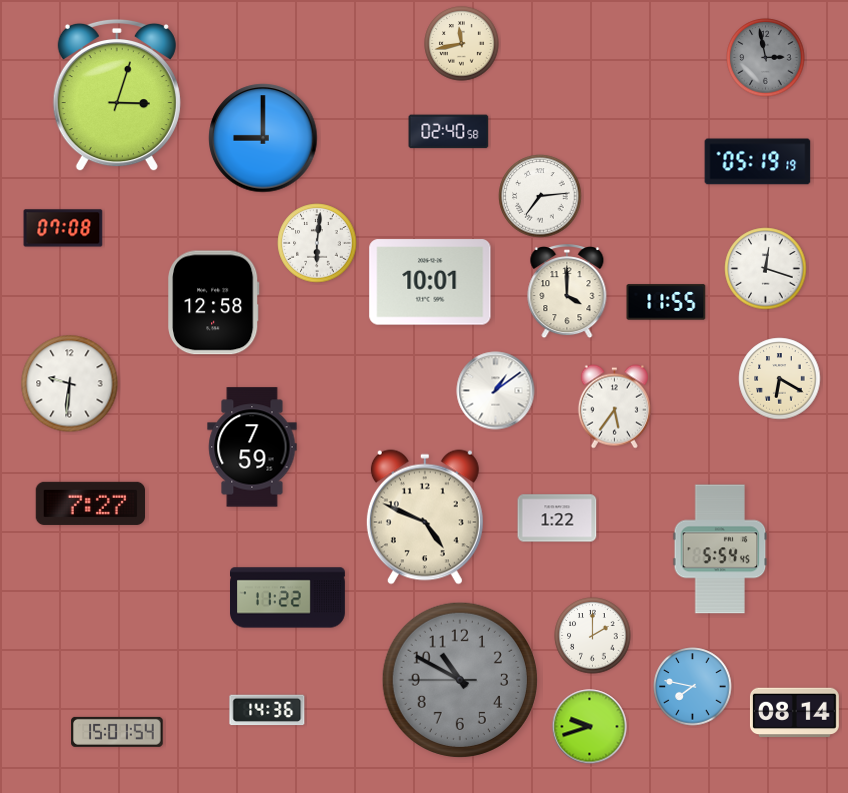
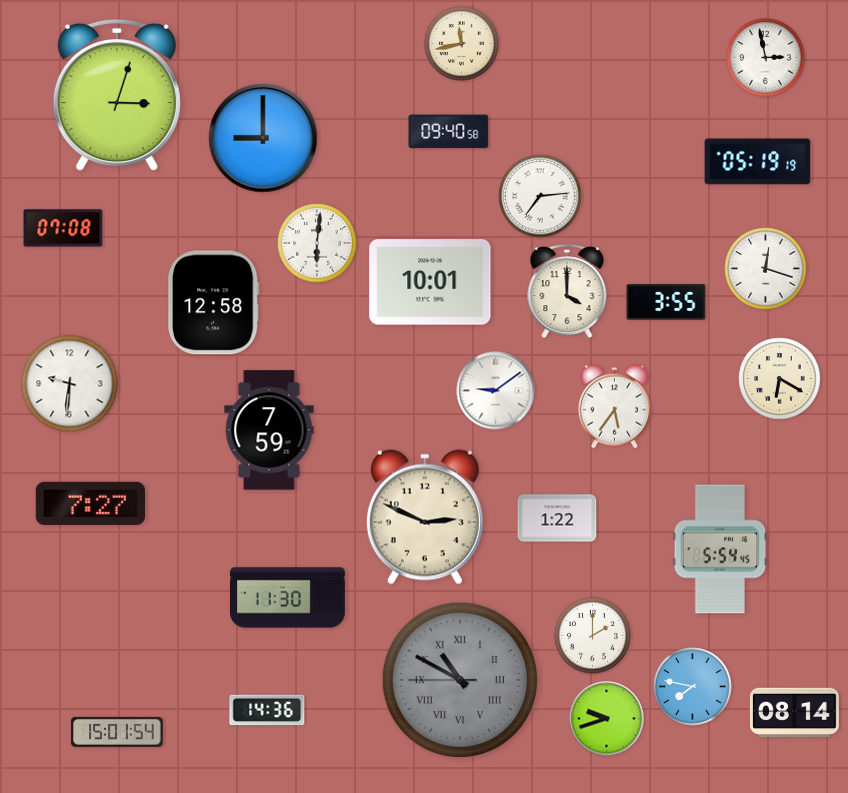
clock at (766, 58) dial: grey -> white
clock at (449, 132): 02:40 -> 09:40
clock at (666, 302): 11:55 -> 3:55
clock at (496, 391): 1:09 -> 9:09
clock at (252, 447) position: (252, 447) -> (269, 430)
clock at (425, 517): 4:49 -> 2:49
clock at (288, 598): 11:22 -> 11:30
clock at (460, 680) numerals: Arabic -> Roman
clock at (590, 727) position: (590, 727) -> (607, 719)
